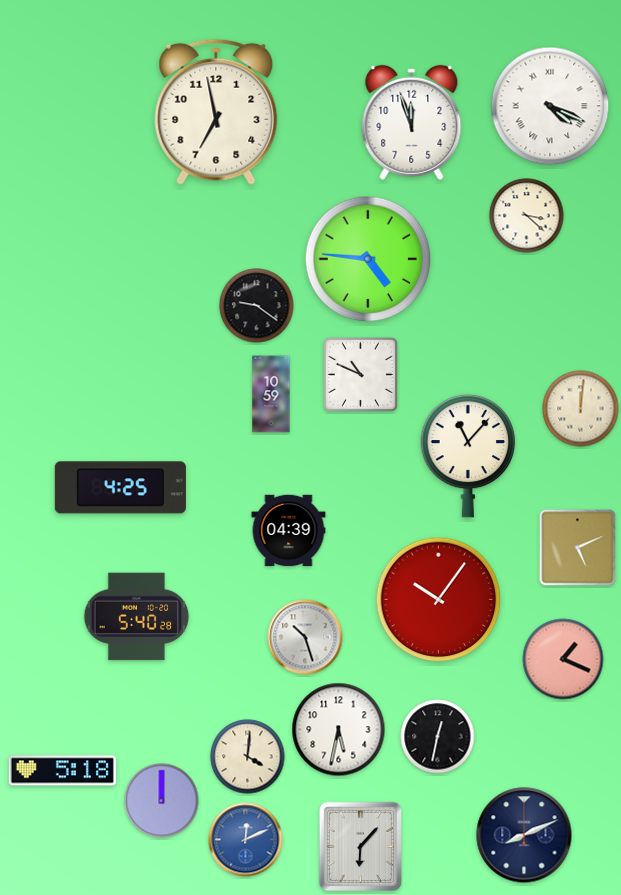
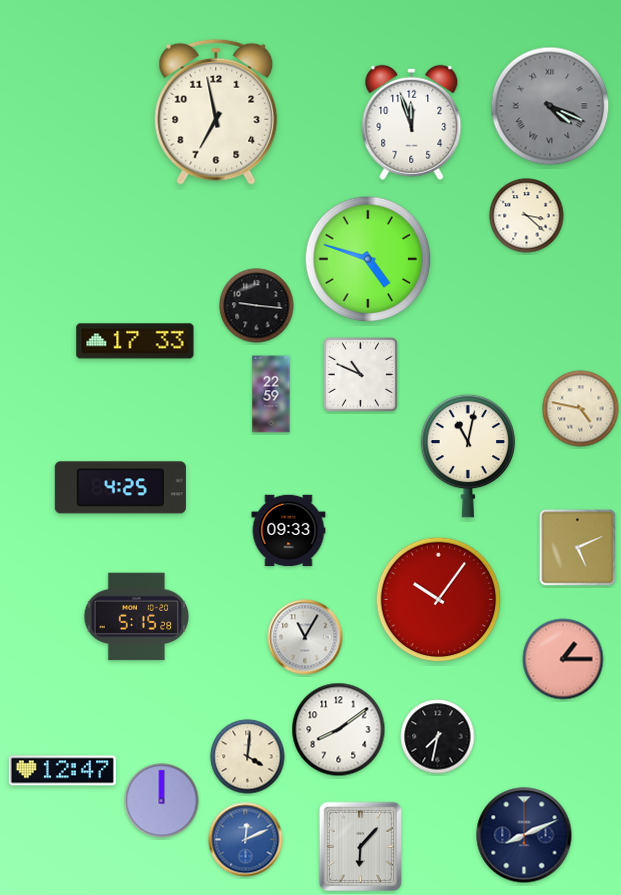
clock at (550, 106) dial: white -> grey
clock at (368, 259): 4:46 -> 4:48
clock at (257, 306): 9:21 -> 9:16
clock at (135, 341): none -> 17:33
clock at (271, 394): 10:59 -> 22:59
clock at (581, 409): 12:01 -> 4:47
clock at (468, 456): 11:07 -> 11:02
clock at (289, 531): 04:39 -> 09:33
clock at (137, 617): 5:40 -> 5:15
clock at (305, 637): 10:27 -> 11:05
clock at (563, 659): 1:19 -> 1:15
clock at (339, 730): 5:32 -> 8:09
clock at (438, 737): 12:32 -> 7:32
clock at (62, 771): 5:18 -> 12:47
